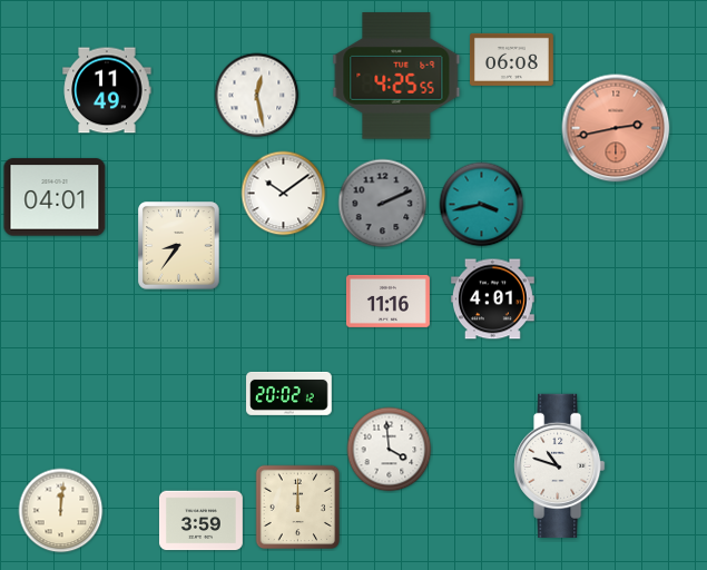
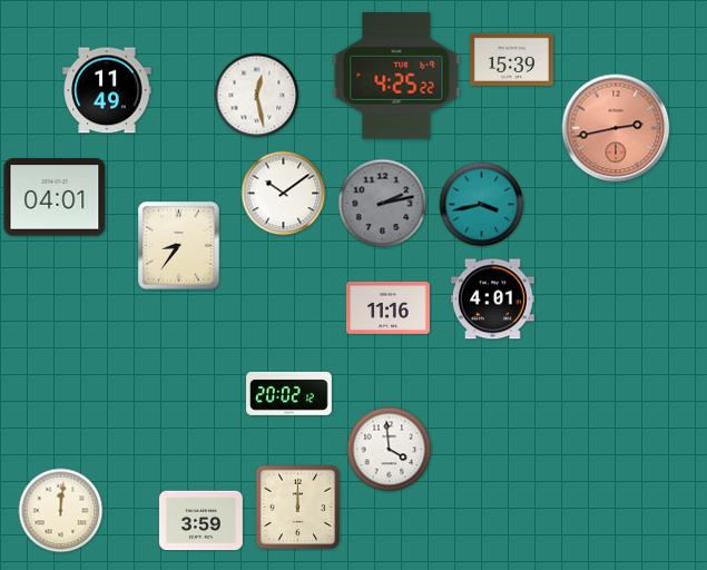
clock at (511, 59): 06:08 -> 15:39
clock at (396, 76): 4:25:55 -> 4:25:22
clock at (383, 204): 2:11 -> 2:13
clock at (387, 301) position: (387, 301) -> (387, 307)
clock at (560, 465): 10:48 -> none
